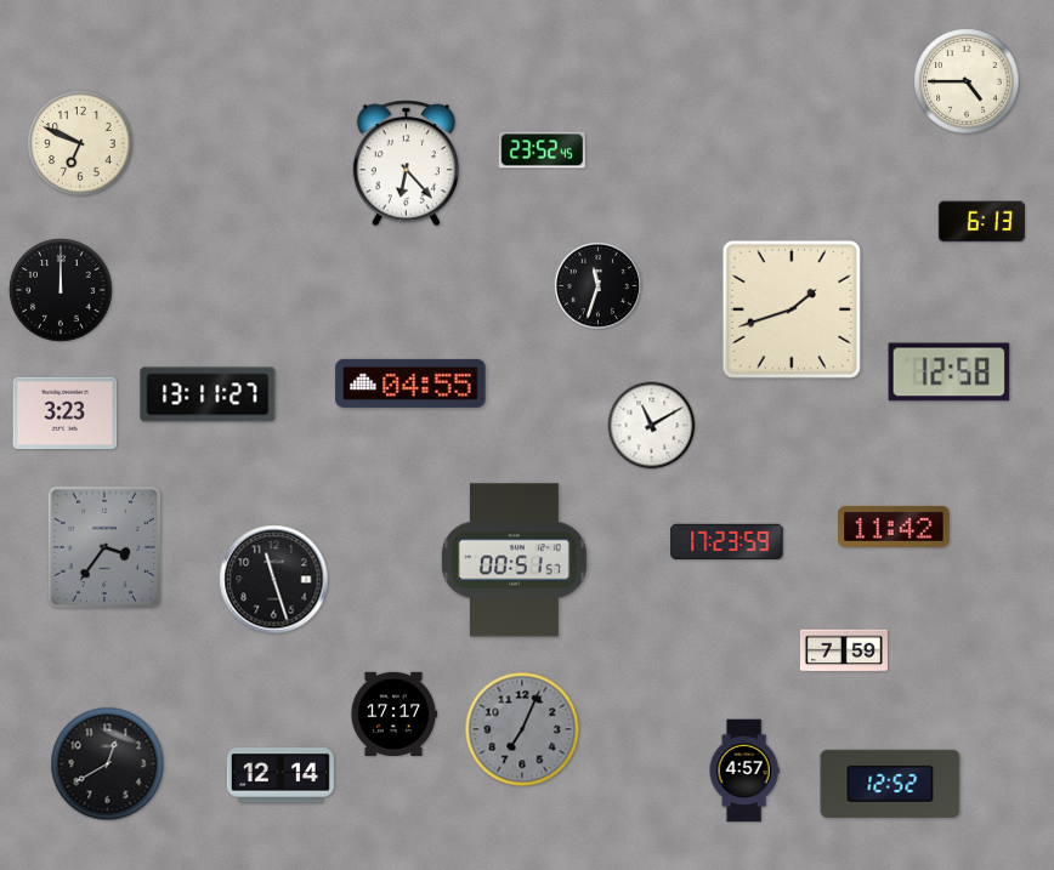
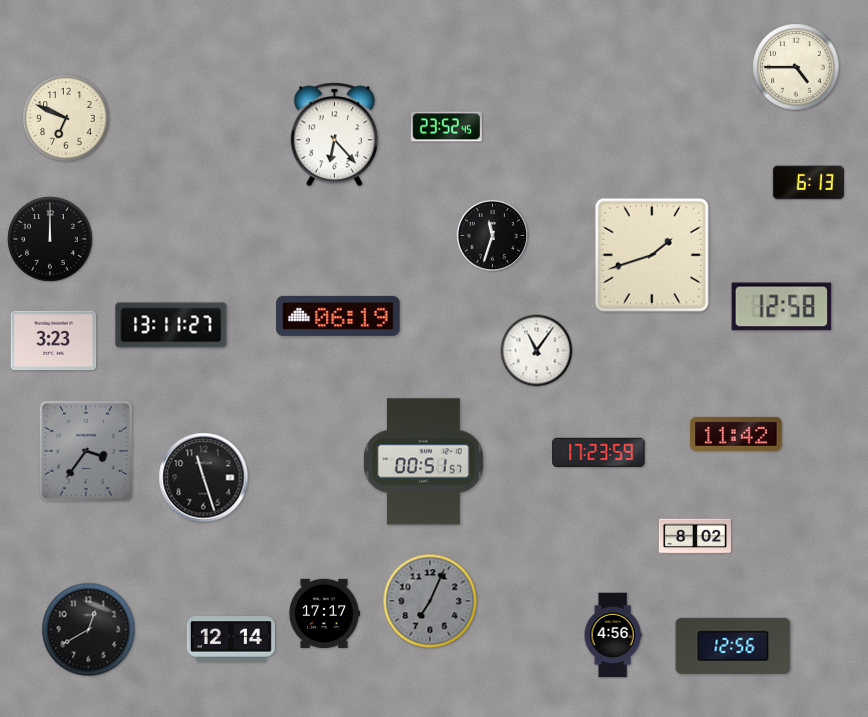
clock at (542, 150) position: (542, 150) -> (446, 127)
clock at (410, 383): 04:55 -> 06:19
clock at (652, 426): 11:10 -> 11:06
clock at (727, 541) position: (727, 541) -> (599, 452)
clock at (274, 580) position: (274, 580) -> (204, 478)
clock at (844, 650): 7:59 -> 8:02
clock at (393, 713) position: (393, 713) -> (324, 613)
clock at (744, 771): 4:57 -> 4:56
clock at (890, 784): 12:52 -> 12:56
